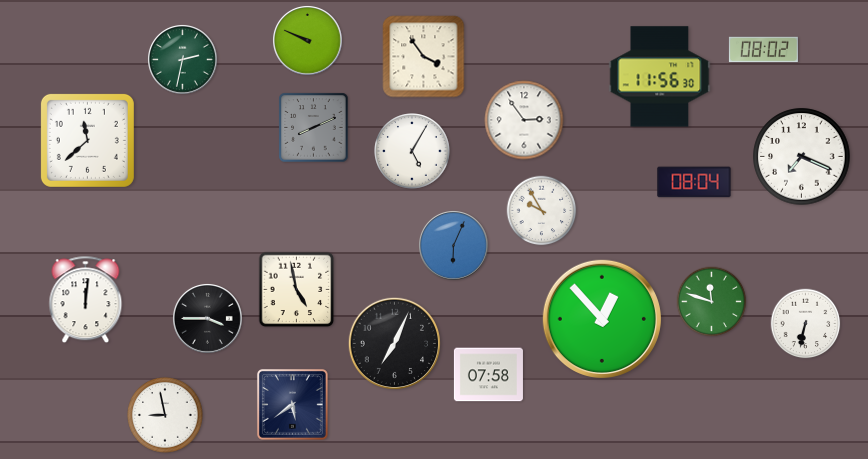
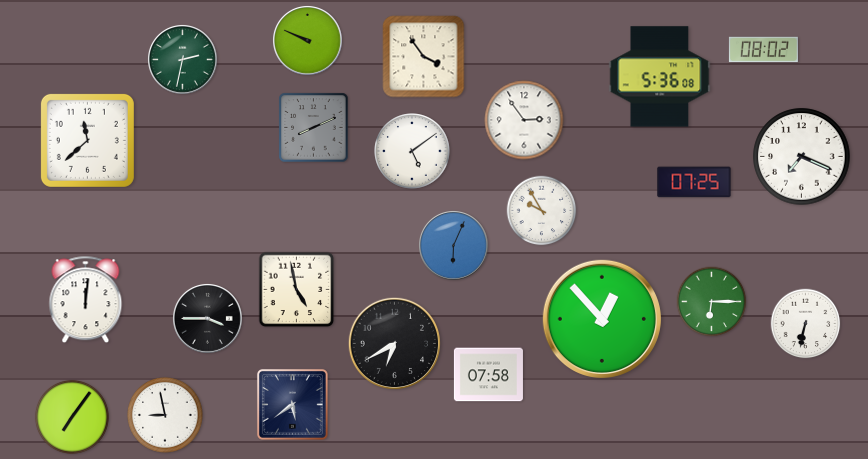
clock at (660, 77): 11:56 -> 5:36
clock at (412, 151): 5:05 -> 5:09
clock at (694, 182): 08:04 -> 07:25
clock at (712, 302): 11:48 -> 6:15
clock at (394, 343): 7:04 -> 6:40
clock at (72, 417): none -> 7:06
